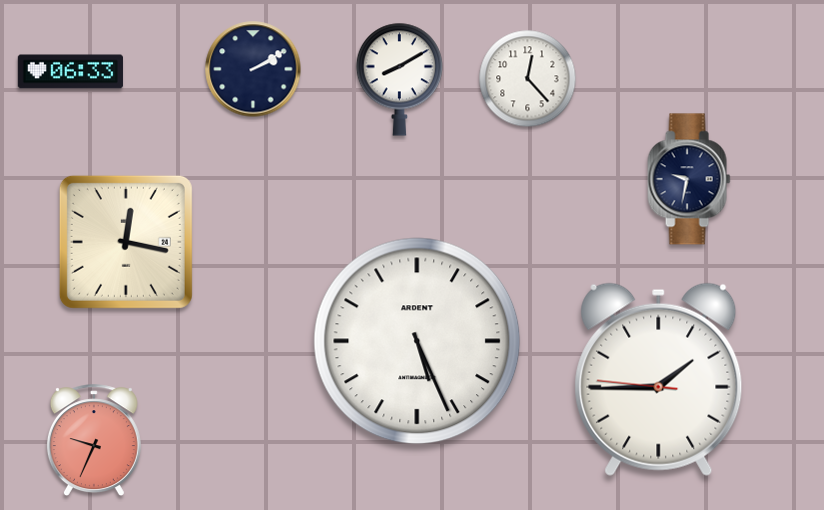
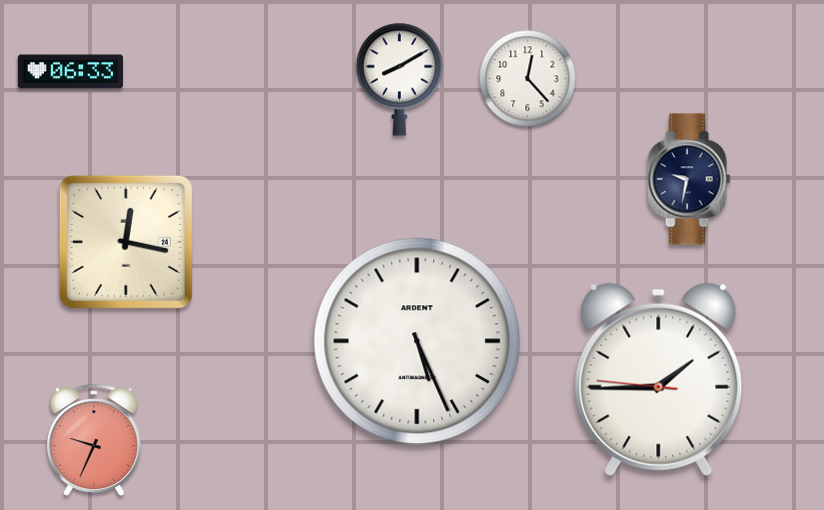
clock at (253, 69): 2:10 -> none
